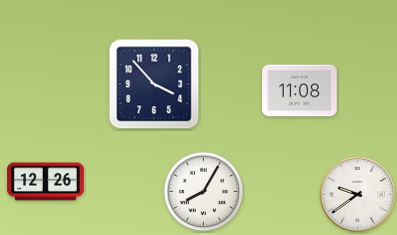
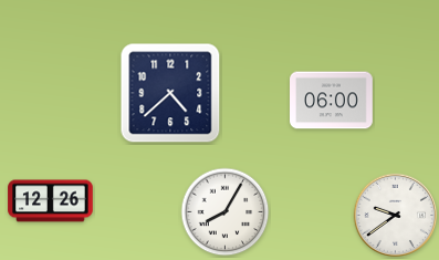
clock at (154, 84): 3:53 -> 4:38
clock at (300, 91): 11:08 -> 06:00
